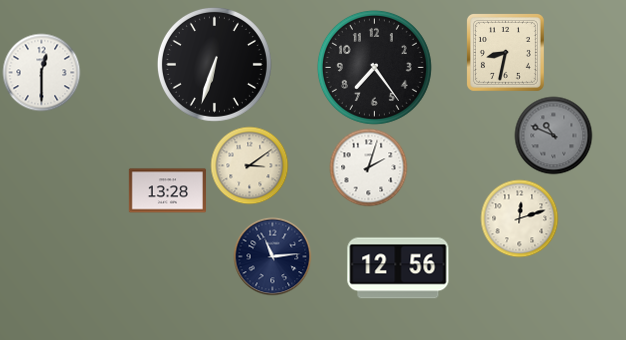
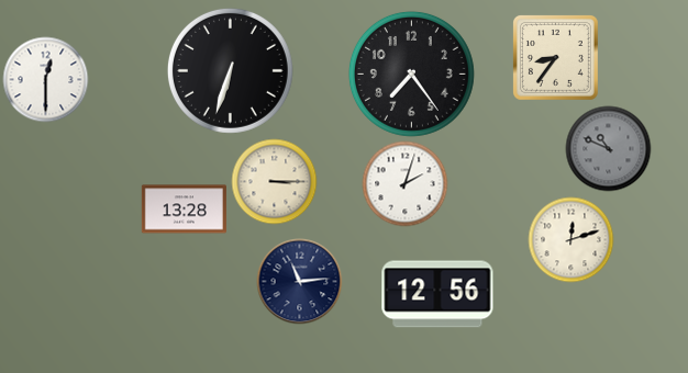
clock at (505, 52): 8:32 -> 8:36
clock at (214, 64) position: (214, 64) -> (230, 70)
clock at (249, 165): 3:09 -> 3:15
